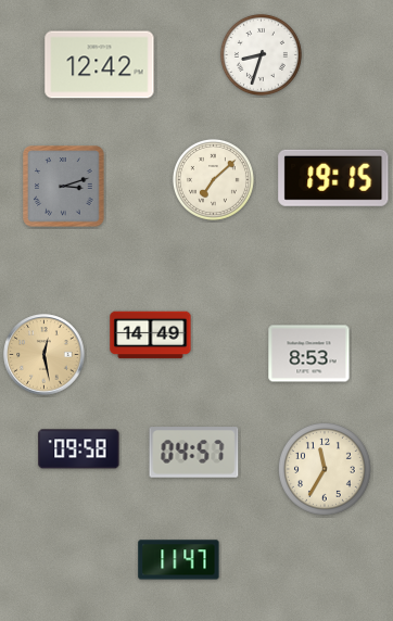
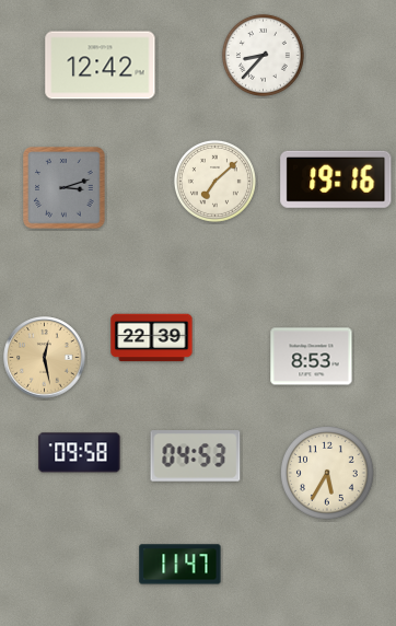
clock at (261, 54): 8:33 -> 8:37
clock at (333, 178): 19:15 -> 19:16
clock at (151, 335): 14:49 -> 22:39
clock at (194, 453): 04:57 -> 04:53
clock at (326, 470): 11:35 -> 5:35
